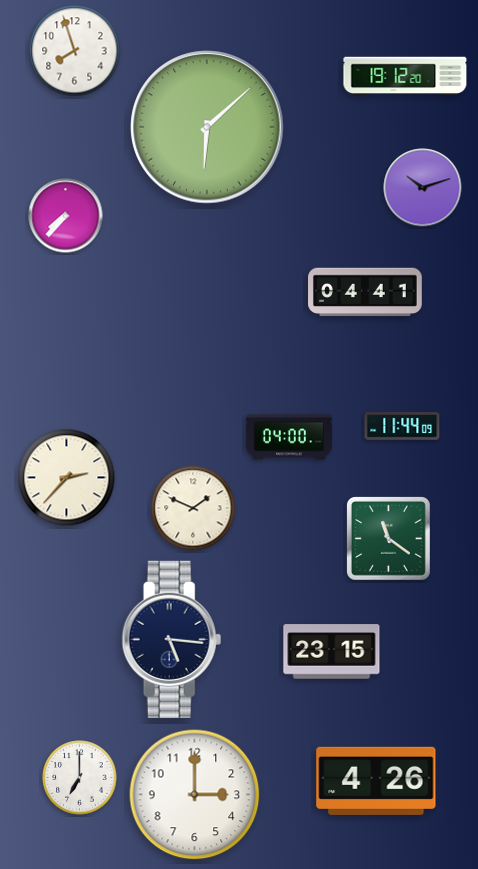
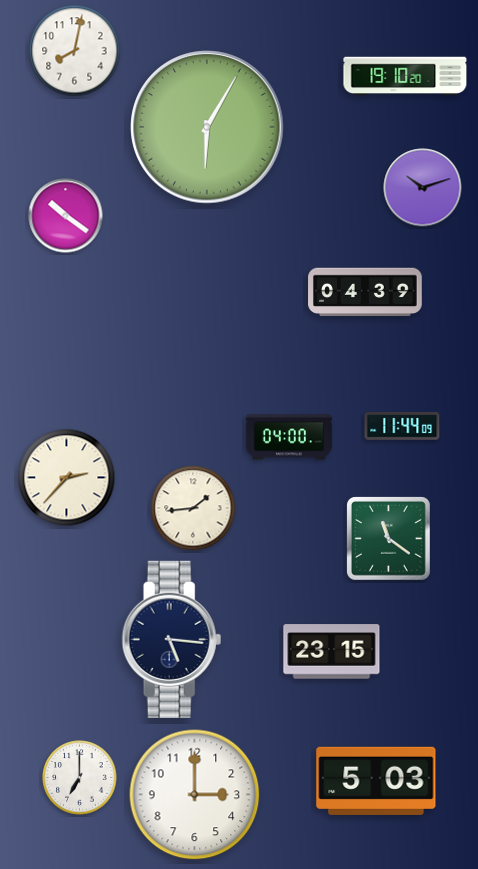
clock at (75, 51): 7:57 -> 8:02
clock at (405, 76): 19:12 -> 19:10
clock at (207, 127): 6:08 -> 6:05
clock at (66, 216): 7:37 -> 10:21
clock at (365, 292): 04:41 -> 04:39
clock at (193, 508): 1:49 -> 1:44
clock at (376, 781): 4:26 -> 5:03
